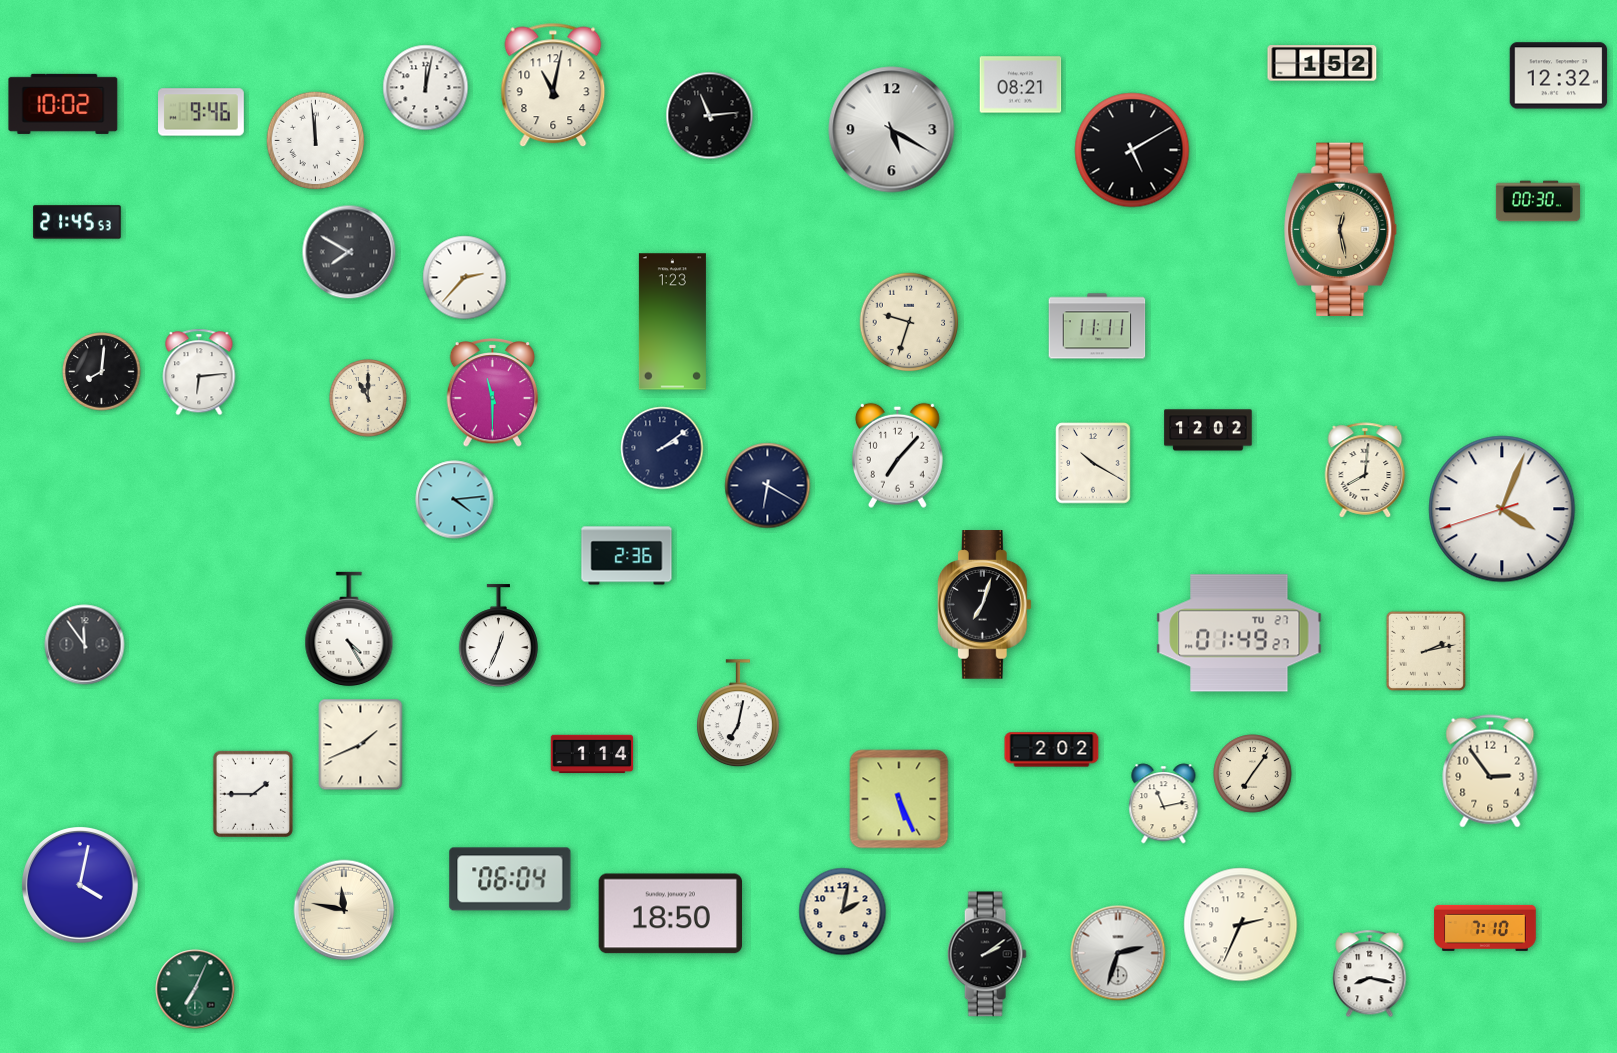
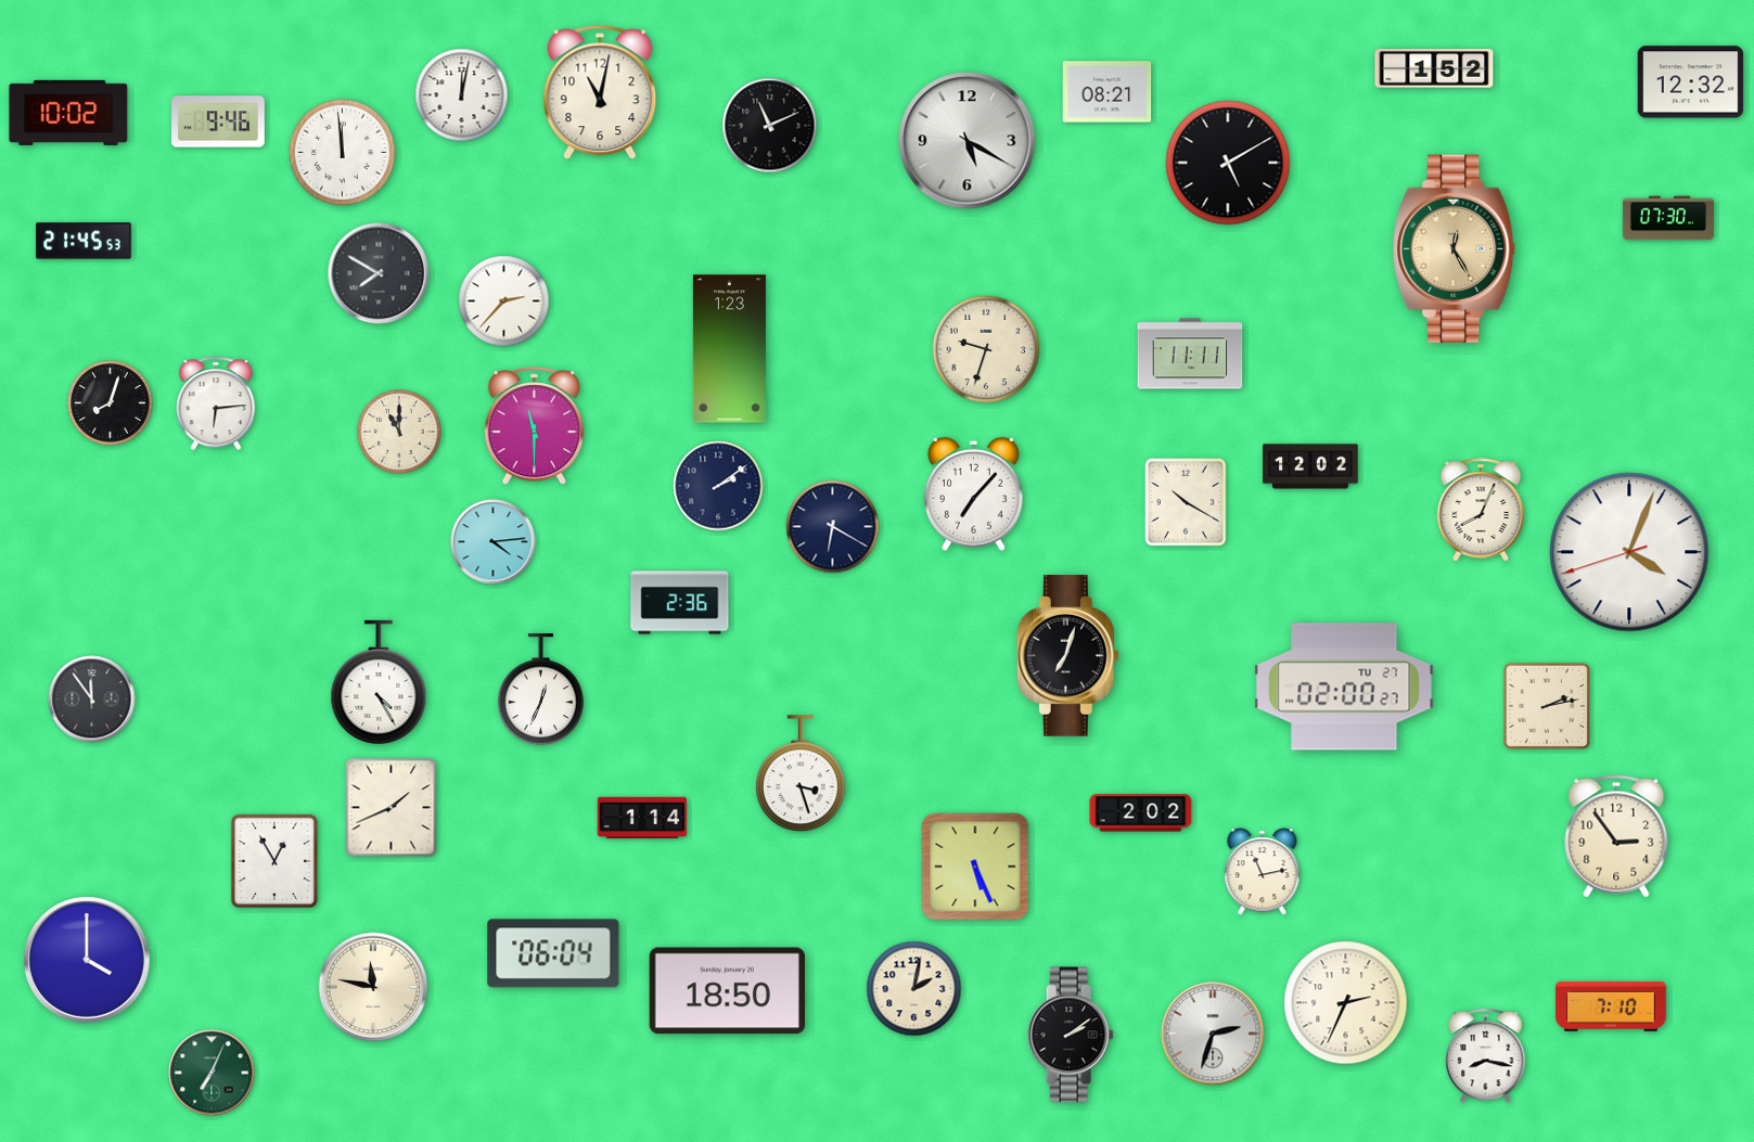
clock at (710, 116): 11:14 -> 11:11
clock at (1538, 201): 00:30 -> 07:30
clock at (1341, 230): 12:28 -> 12:25
clock at (102, 372): 8:01 -> 8:03
clock at (1365, 470): 8:01 -> 8:04
clock at (1239, 633): 01:49 -> 02:00
clock at (739, 714): 7:02 -> 3:27
clock at (1253, 774): 7:06 -> none
clock at (253, 794): 1:45 -> 12:55
clock at (81, 886): 4:02 -> 4:00
